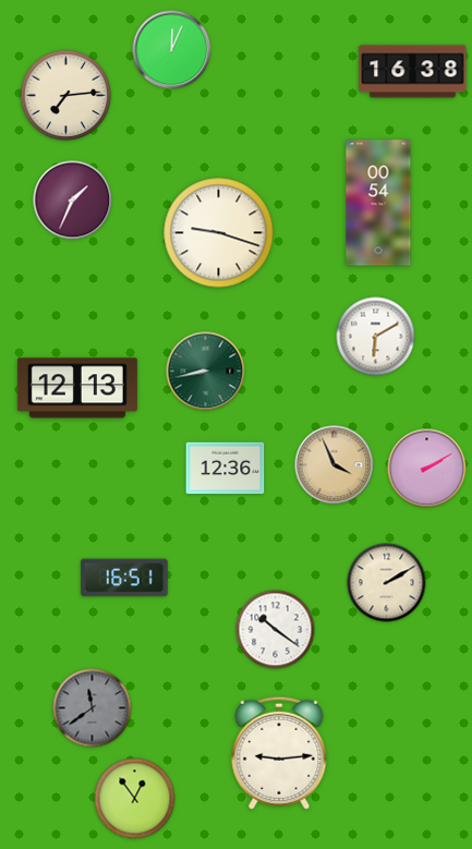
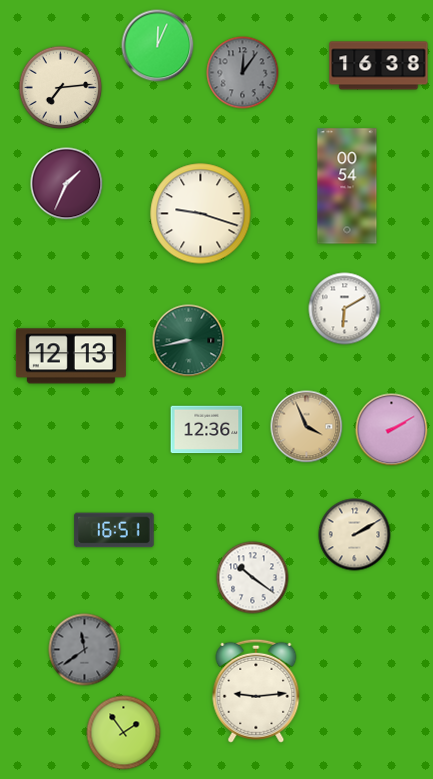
clock at (243, 73): none -> 12:06
clock at (135, 799): 12:54 -> 1:54
